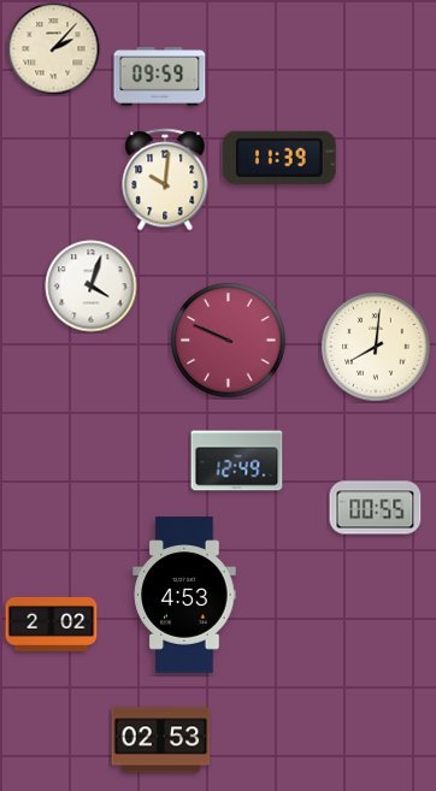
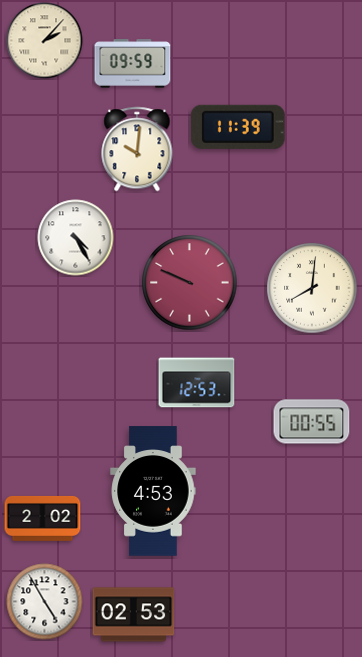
clock at (279, 158) position: (279, 158) -> (238, 127)
clock at (92, 287): 4:03 -> 4:25
clock at (237, 461): 12:49 -> 12:53
clock at (184, 595) position: (184, 595) -> (153, 491)
clock at (45, 602): none -> 4:55
